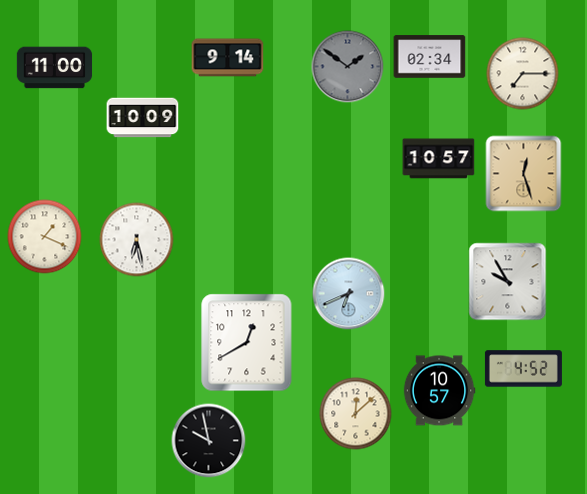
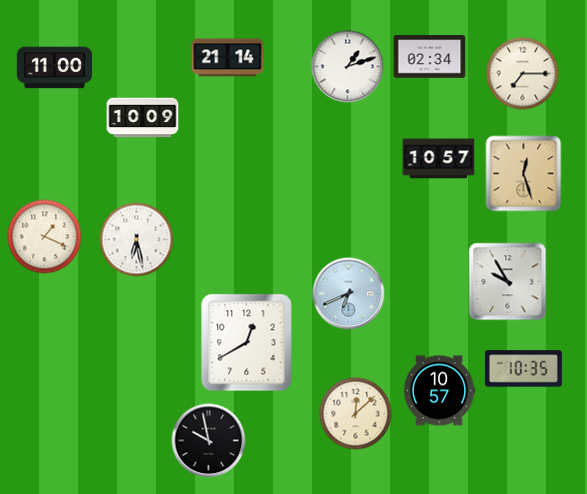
clock at (228, 58): 9:14 -> 21:14
clock at (348, 67): 1:51 -> 1:12
clock at (348, 67) dial: grey -> white
clock at (523, 369): 4:52 -> 10:35
